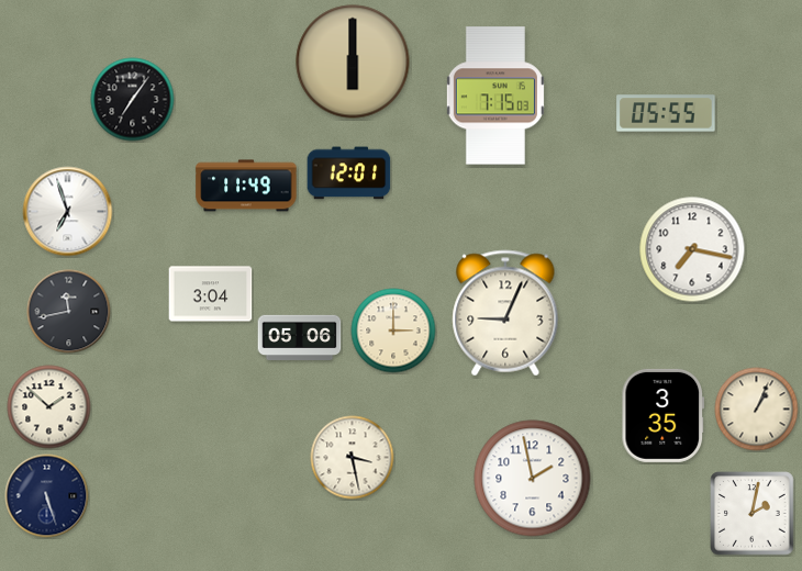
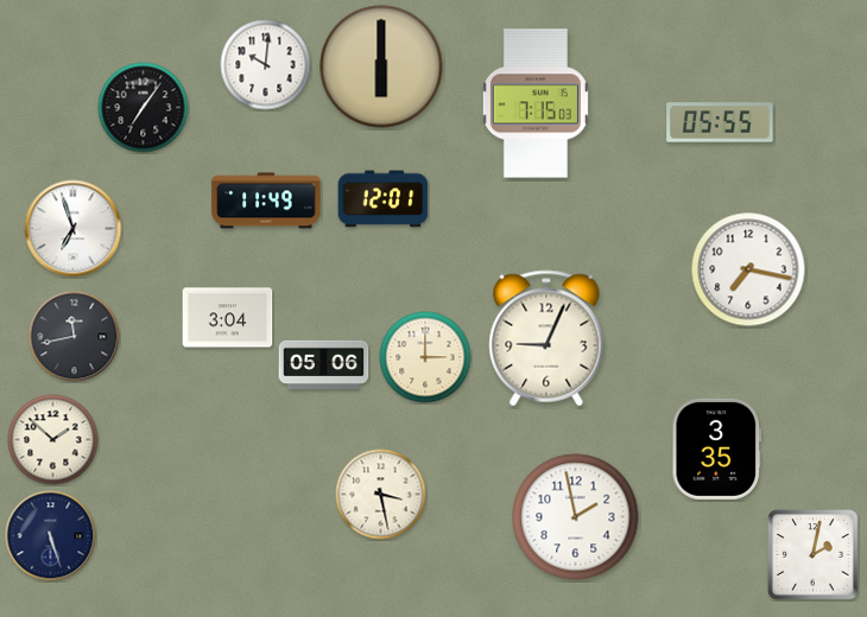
clock at (266, 65): none -> 10:01
clock at (349, 173) position: (349, 173) -> (384, 199)
clock at (757, 410): 1:04 -> none
